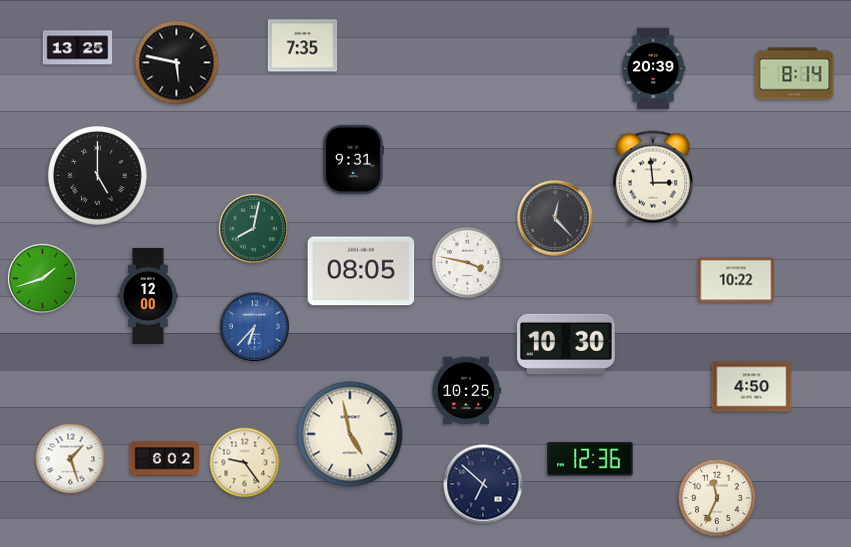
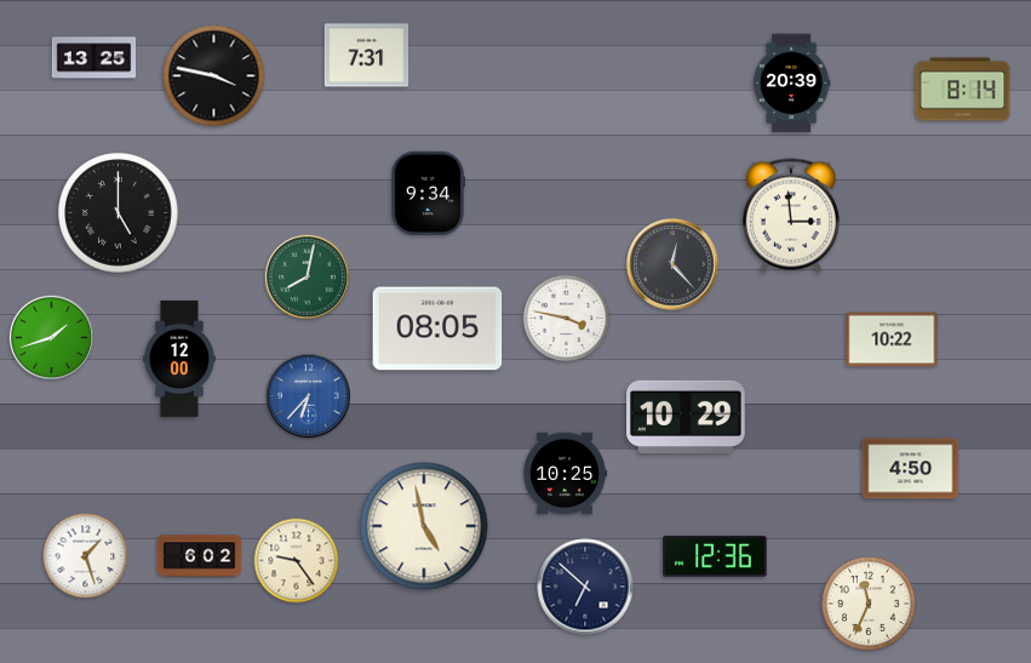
clock at (303, 46): 7:35 -> 7:31
clock at (177, 63): 5:47 -> 3:47
clock at (353, 160): 9:31 -> 9:34
clock at (567, 344): 10:30 -> 10:29
